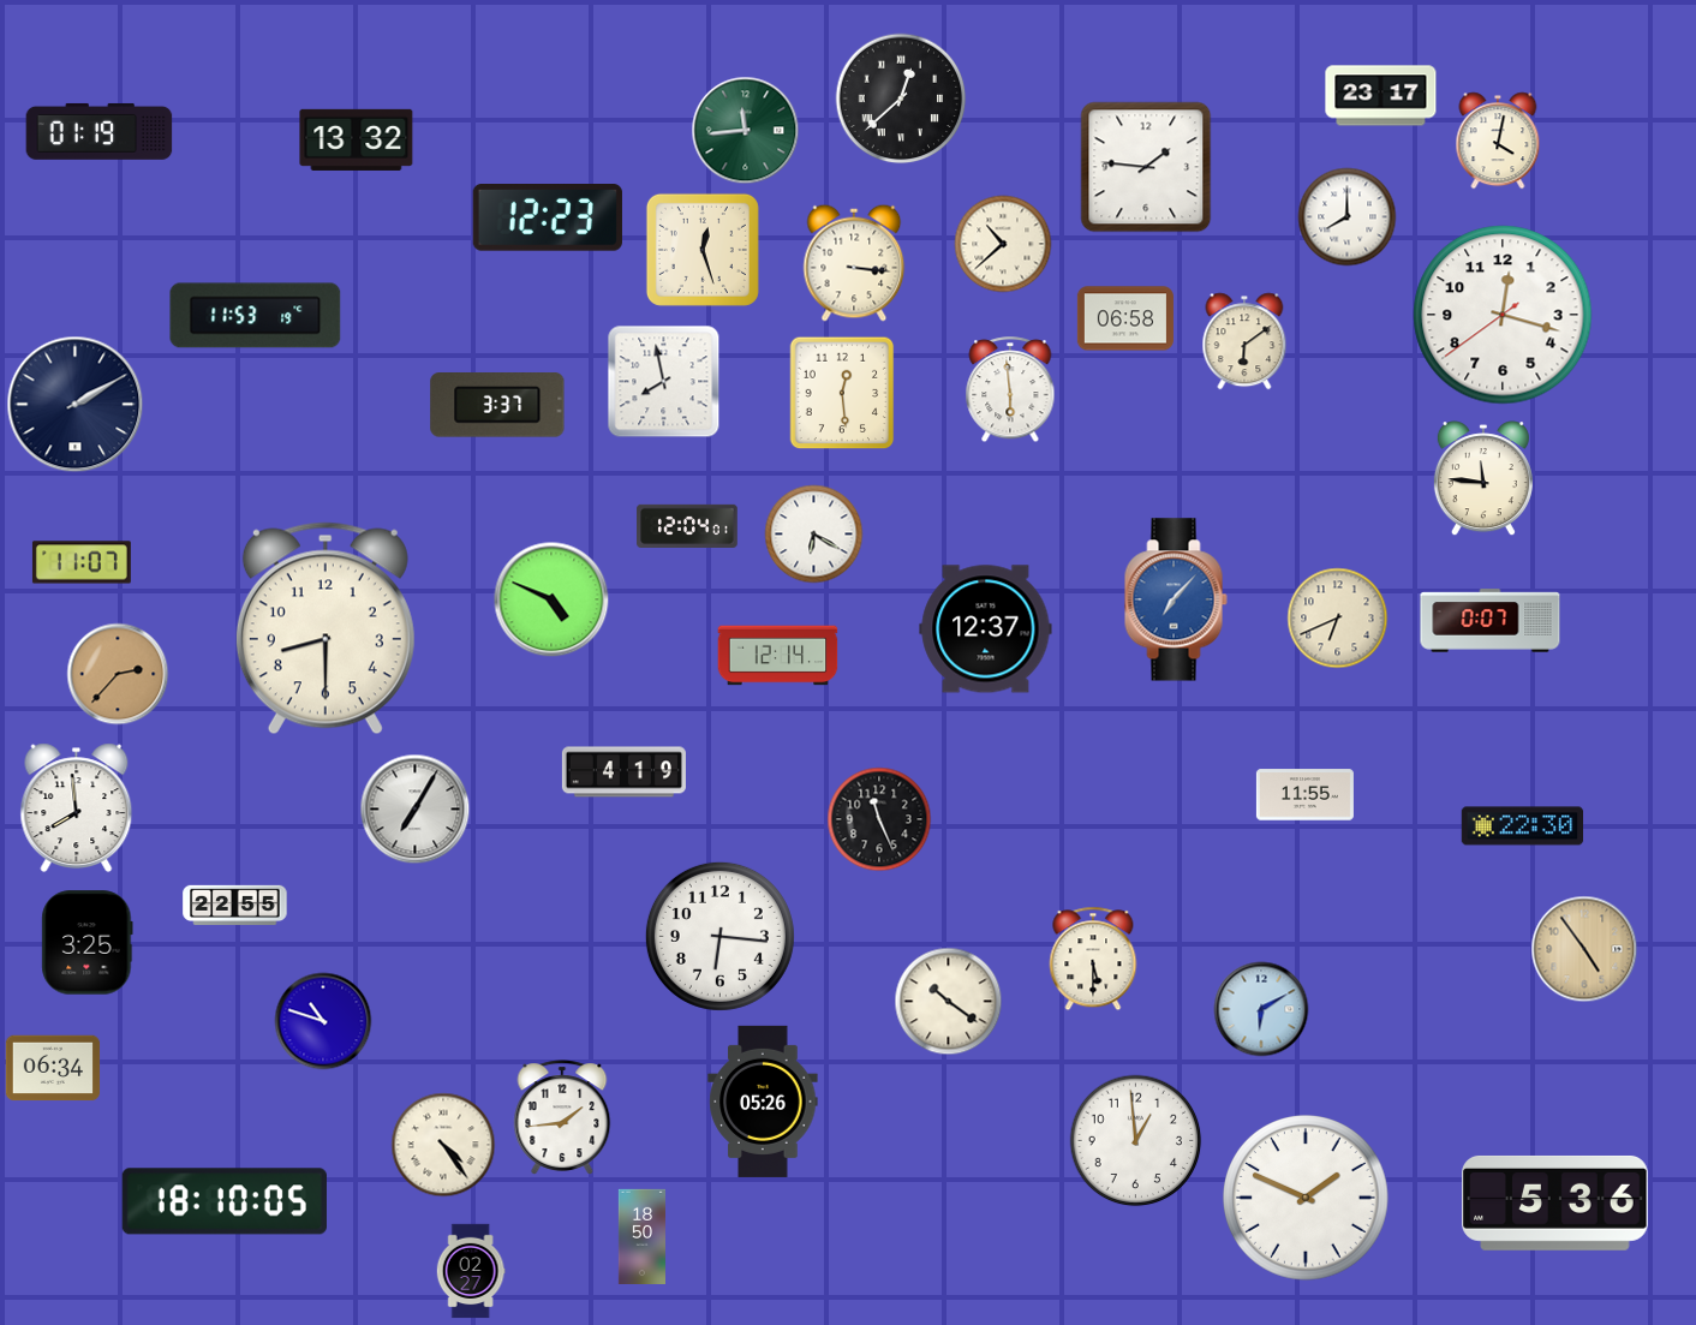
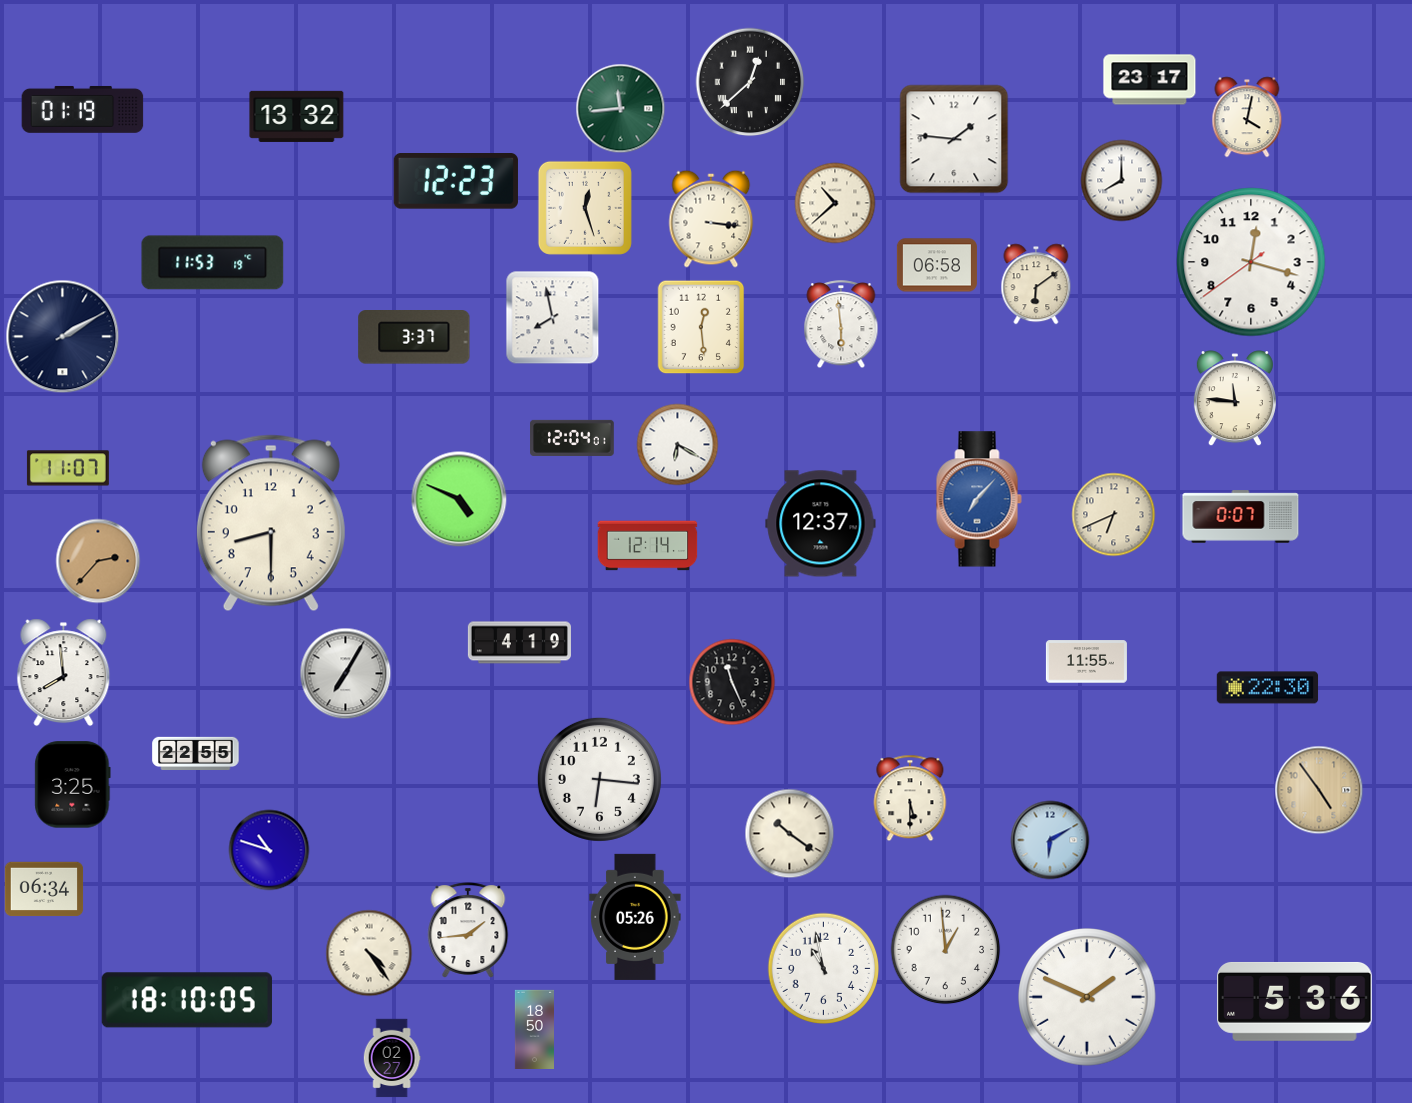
clock at (824, 969): none -> 10:58
